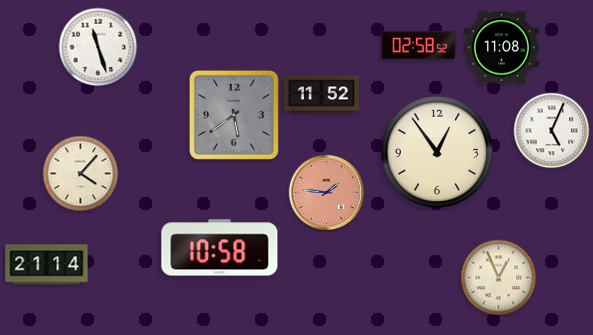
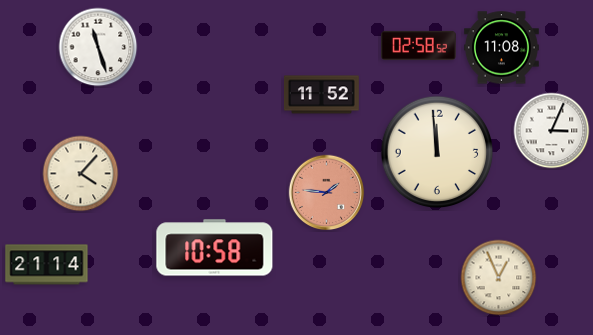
clock at (234, 115): 5:39 -> none
clock at (552, 131): 5:04 -> 3:04
clock at (437, 152): 12:54 -> 11:59
clock at (220, 248) position: (220, 248) -> (215, 248)
